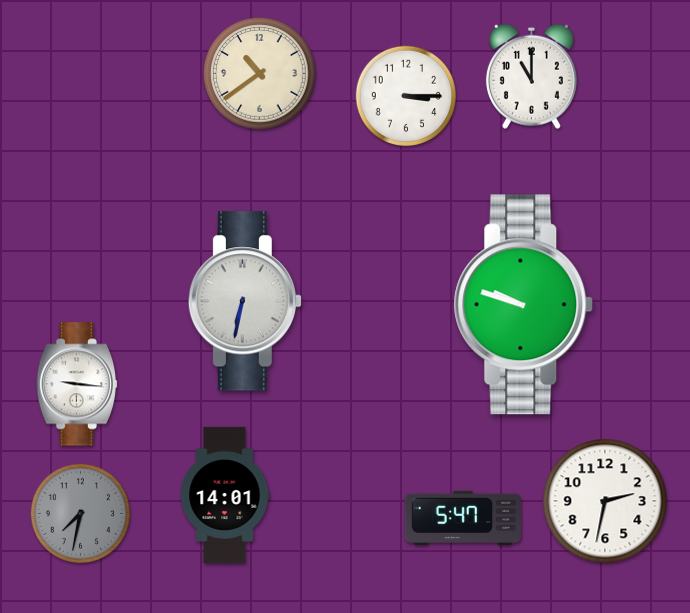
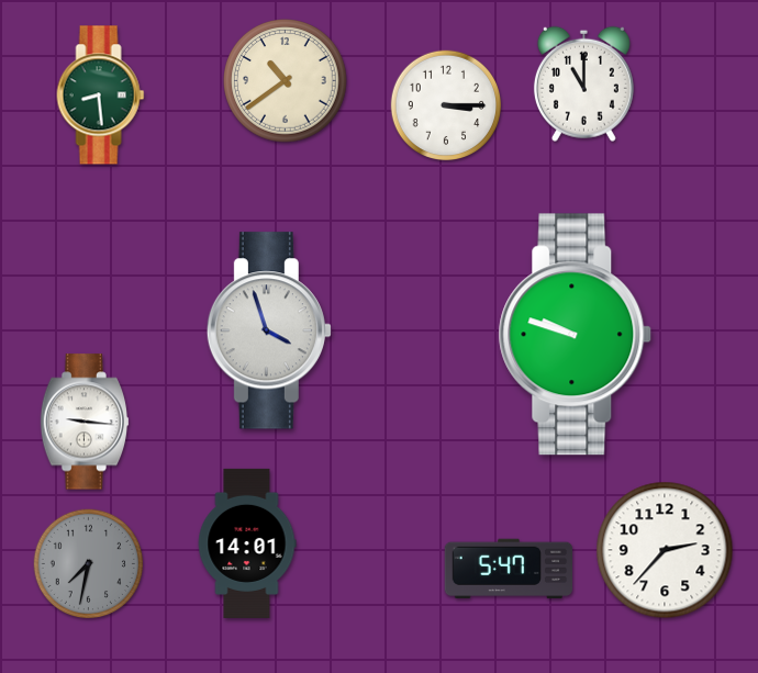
clock at (101, 96): none -> 8:29
clock at (245, 301): 6:32 -> 3:57
clock at (605, 501): 2:32 -> 2:37
